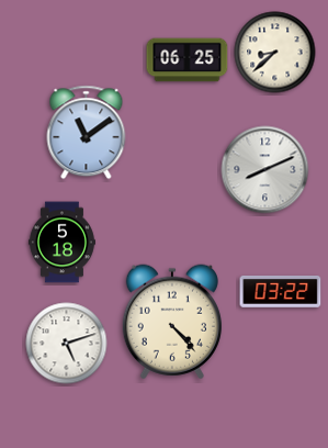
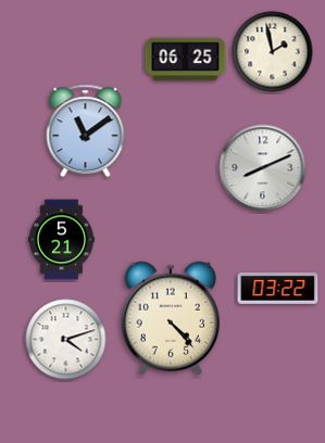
clock at (275, 53): 8:38 -> 1:58
clock at (61, 243): 5:18 -> 5:21
clock at (67, 344): 5:12 -> 4:12
